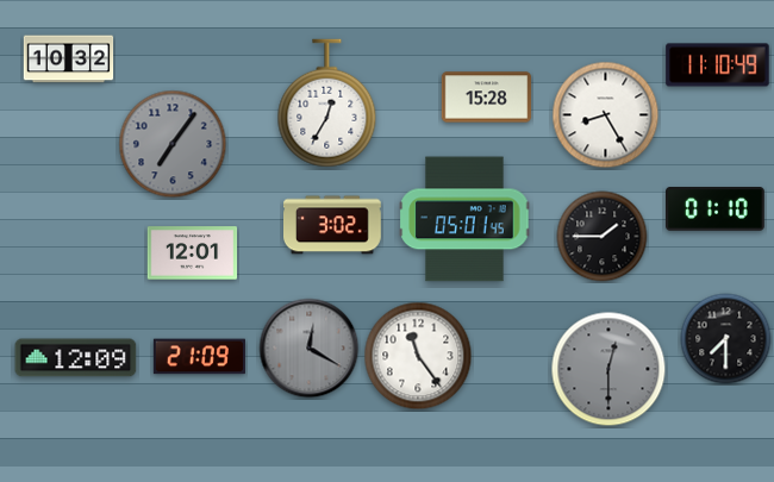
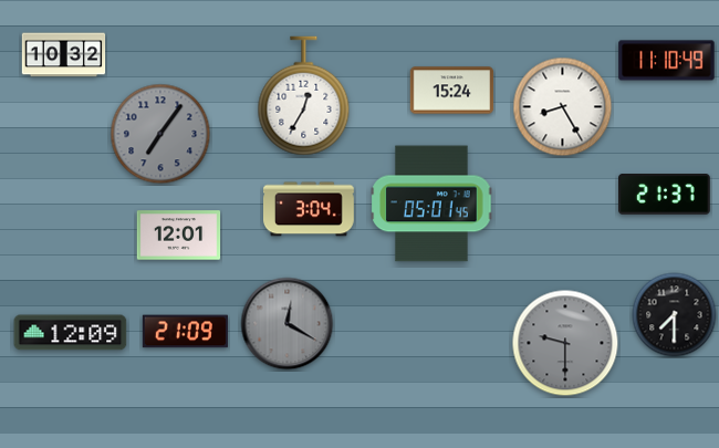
clock at (487, 98): 15:28 -> 15:24
clock at (716, 209): 01:10 -> 21:37
clock at (333, 225): 3:02 -> 3:04
clock at (603, 237): 1:45 -> none
clock at (418, 356): 11:24 -> none
clock at (608, 369): 12:30 -> 9:30
